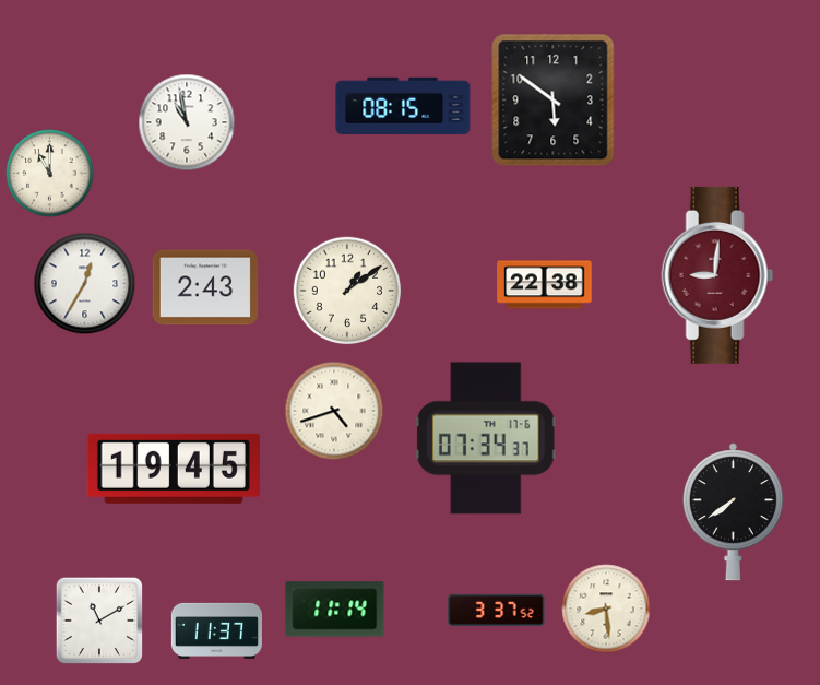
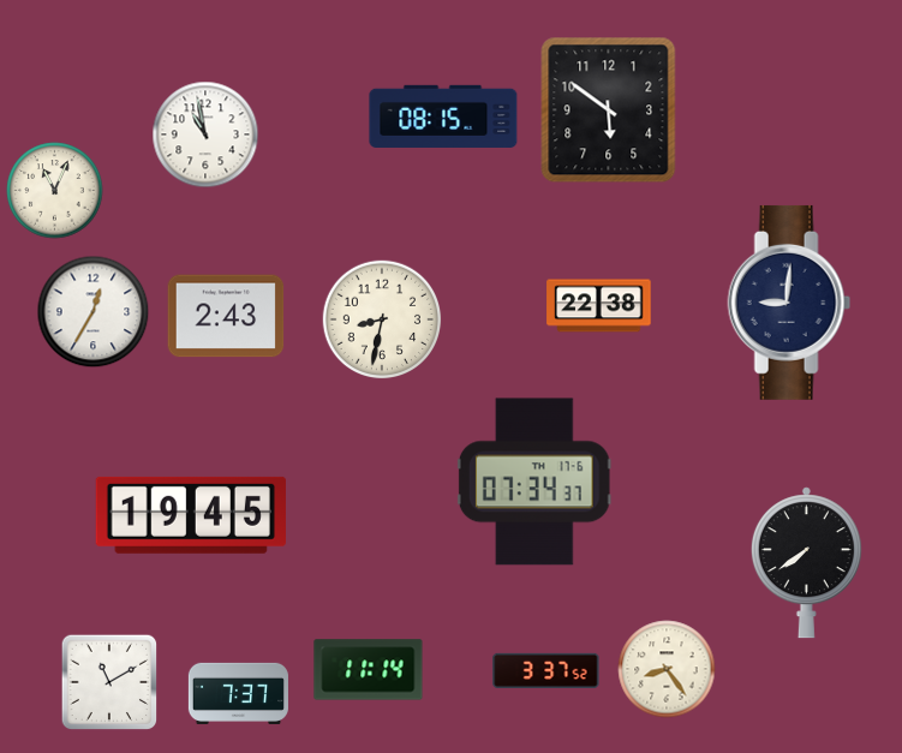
clock at (50, 174): 11:00 -> 11:04
clock at (717, 275) dial: burgundy -> navy
clock at (545, 285) position: (545, 285) -> (599, 306)
clock at (347, 291): 1:09 -> 8:32
clock at (334, 411): 4:42 -> none
clock at (606, 609): 8:29 -> 8:24
clock at (216, 630): 11:37 -> 7:37
